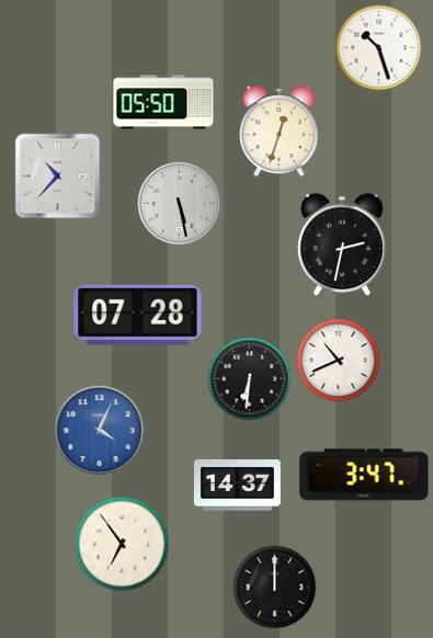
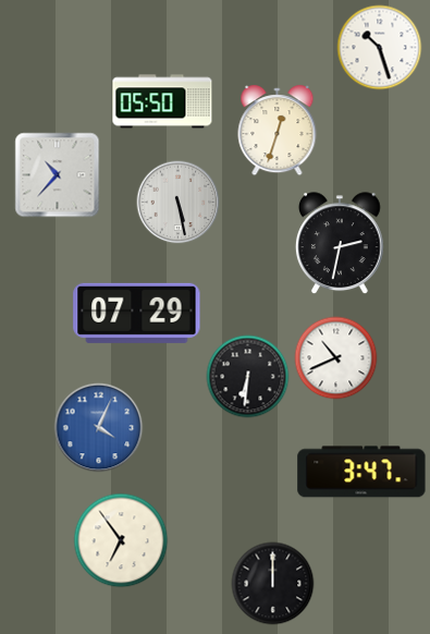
clock at (379, 48) position: (379, 48) -> (380, 48)
clock at (138, 315): 07:28 -> 07:29
clock at (237, 486): 14:37 -> none
